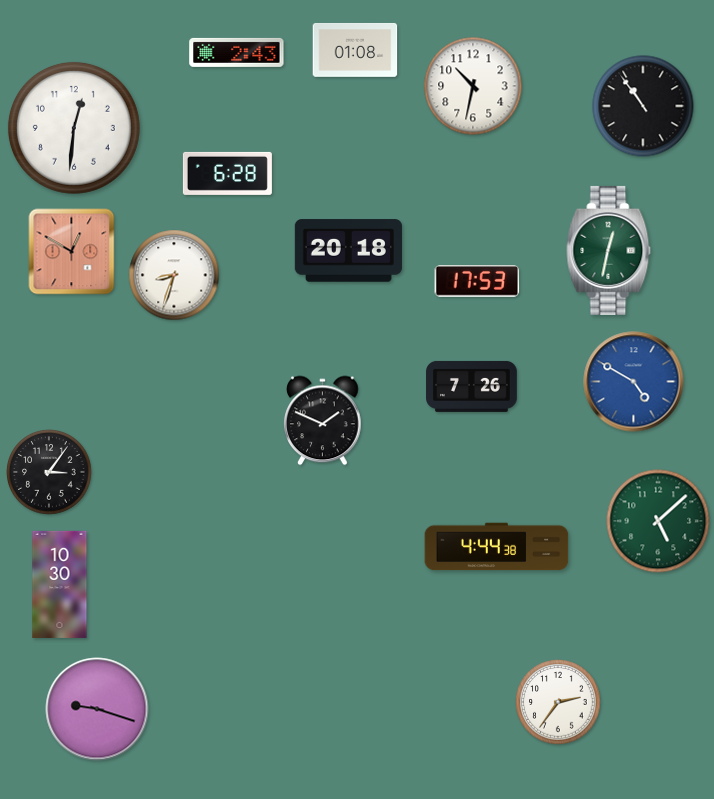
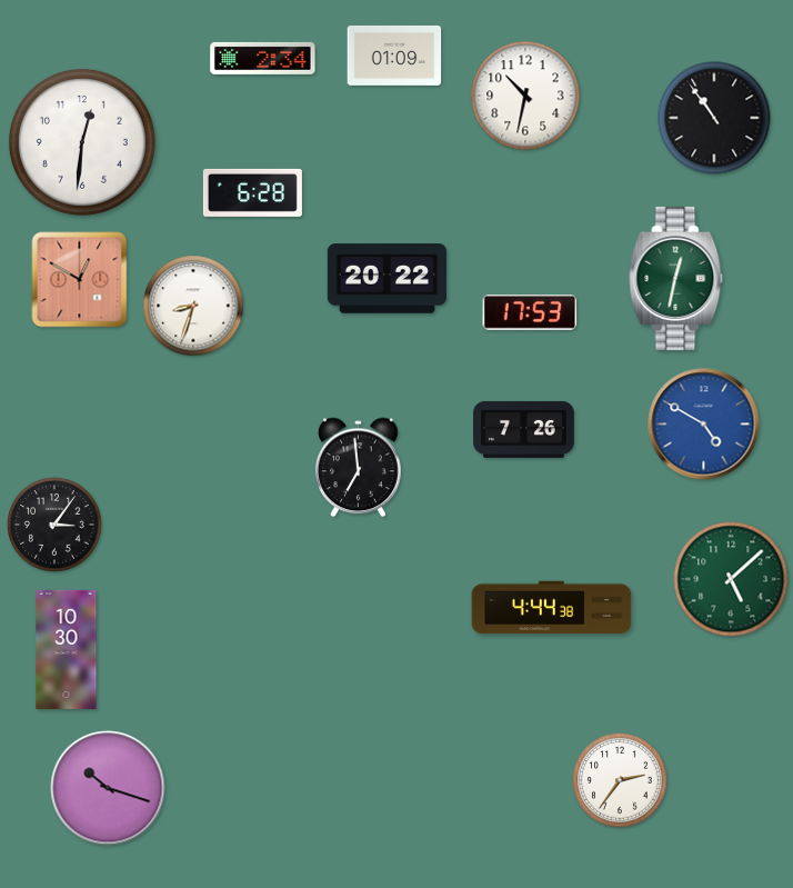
clock at (355, 50): 01:08 -> 01:09
clock at (237, 52): 2:43 -> 2:34
clock at (348, 251): 20:18 -> 20:22
clock at (323, 421): 1:49 -> 6:59
clock at (97, 709): 9:18 -> 10:18
